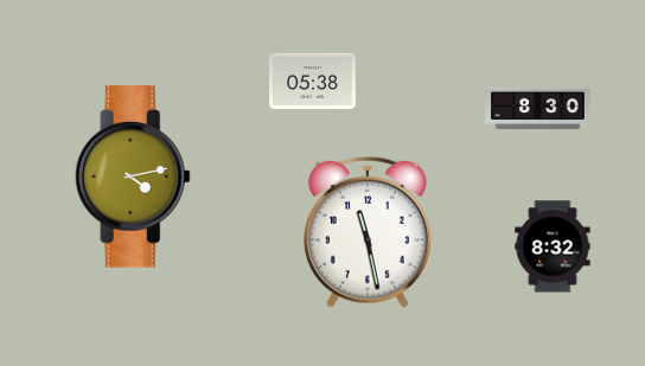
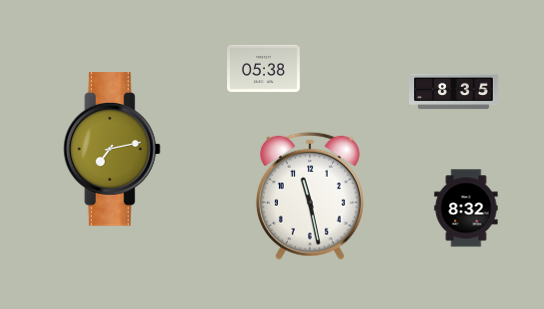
clock at (538, 109): 8:30 -> 8:35
clock at (133, 176): 4:13 -> 7:13
